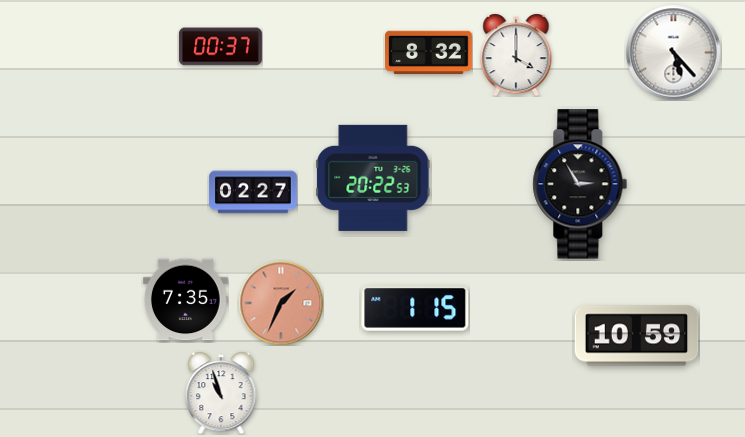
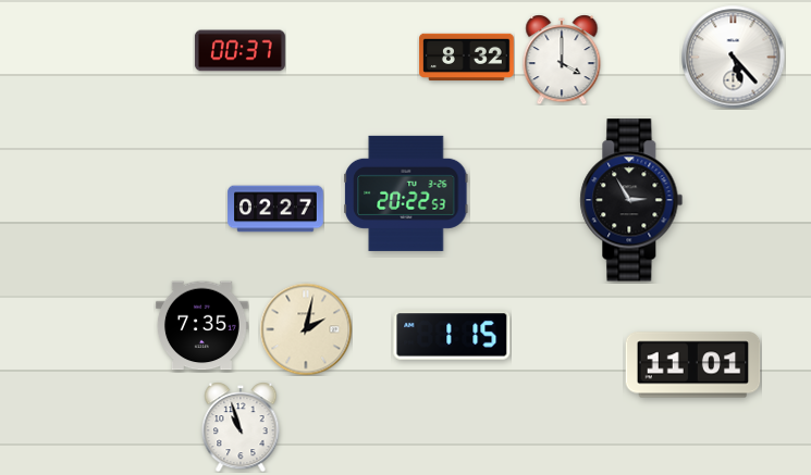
clock at (281, 303): 1:34 -> 2:02
clock at (281, 303) dial: salmon -> cream
clock at (637, 336): 10:59 -> 11:01
